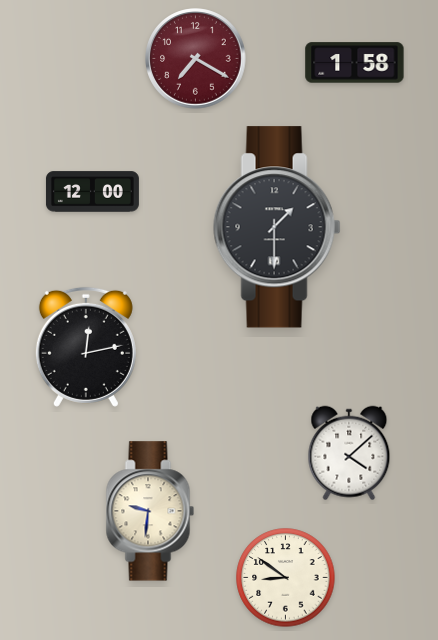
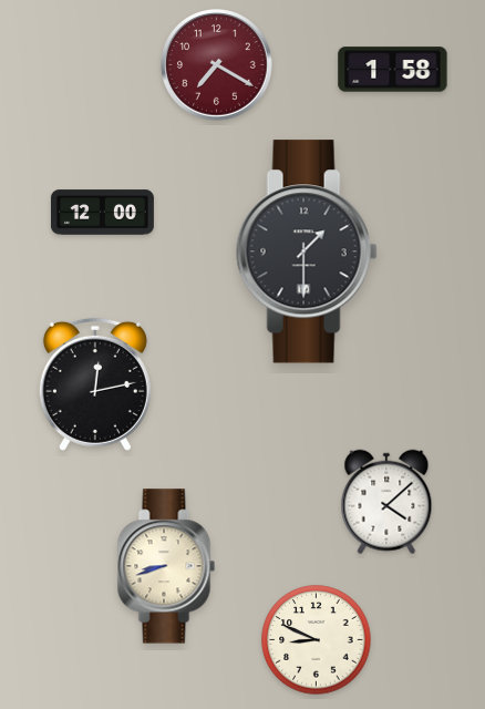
clock at (150, 511): 9:31 -> 8:42
clock at (286, 578): 8:51 -> 8:49
